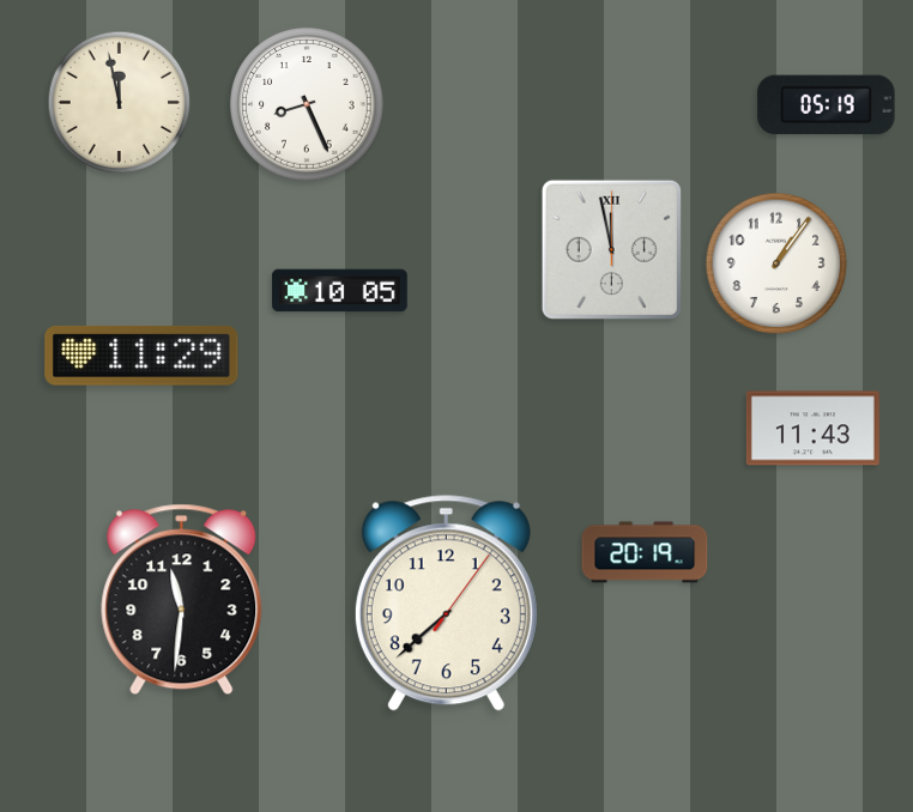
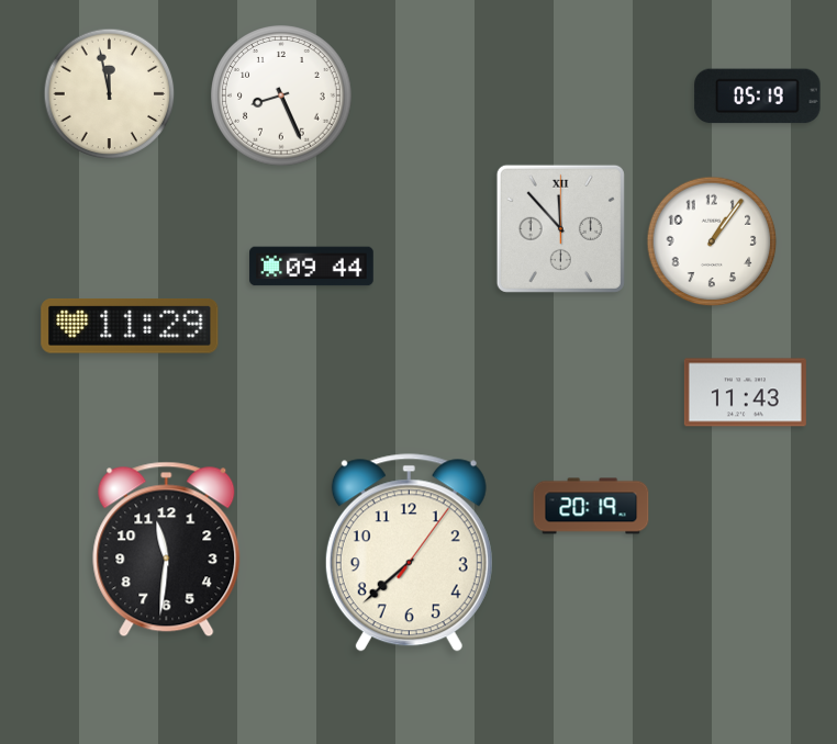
clock at (611, 249): 11:58 -> 11:53
clock at (340, 291): 10:05 -> 09:44
